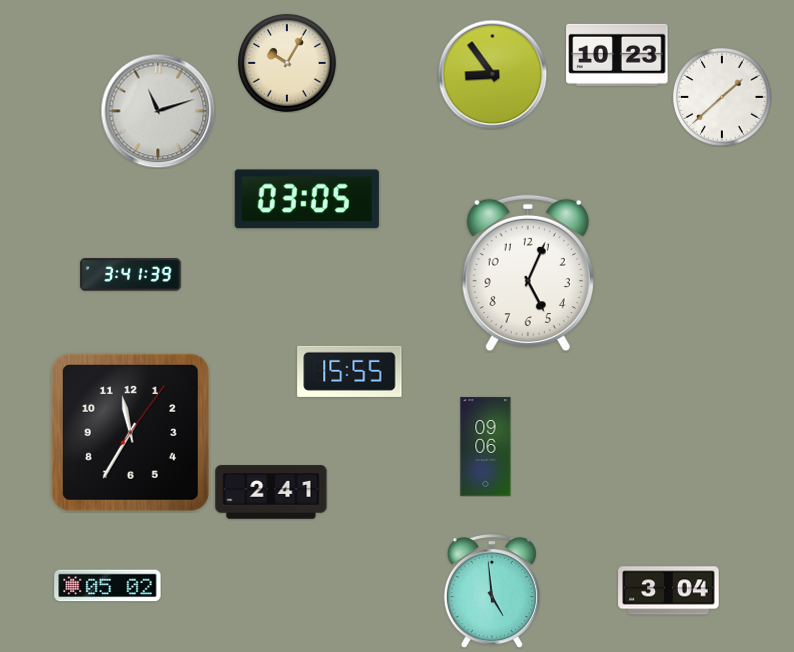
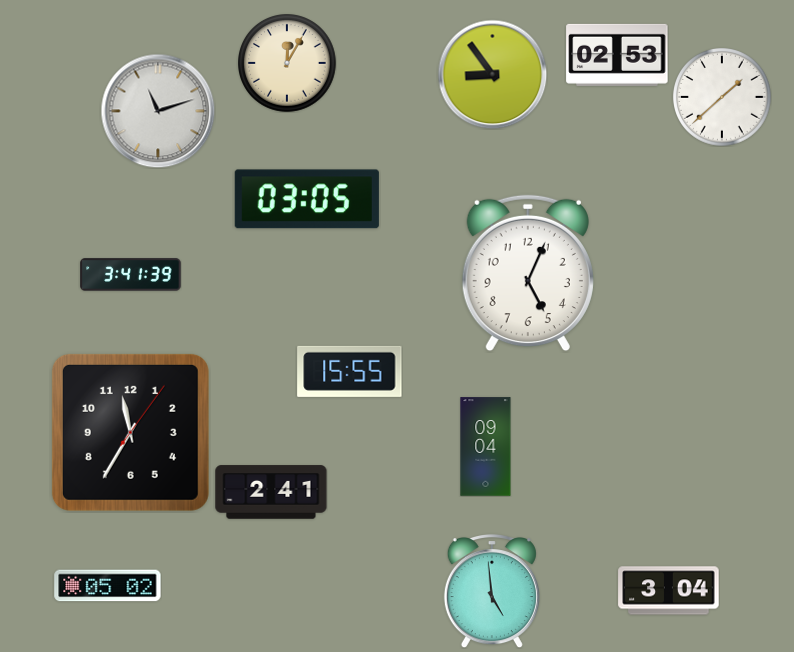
clock at (617, 55): 10:23 -> 02:53
clock at (288, 64): 10:05 -> 12:05
clock at (486, 447): 09:06 -> 09:04
